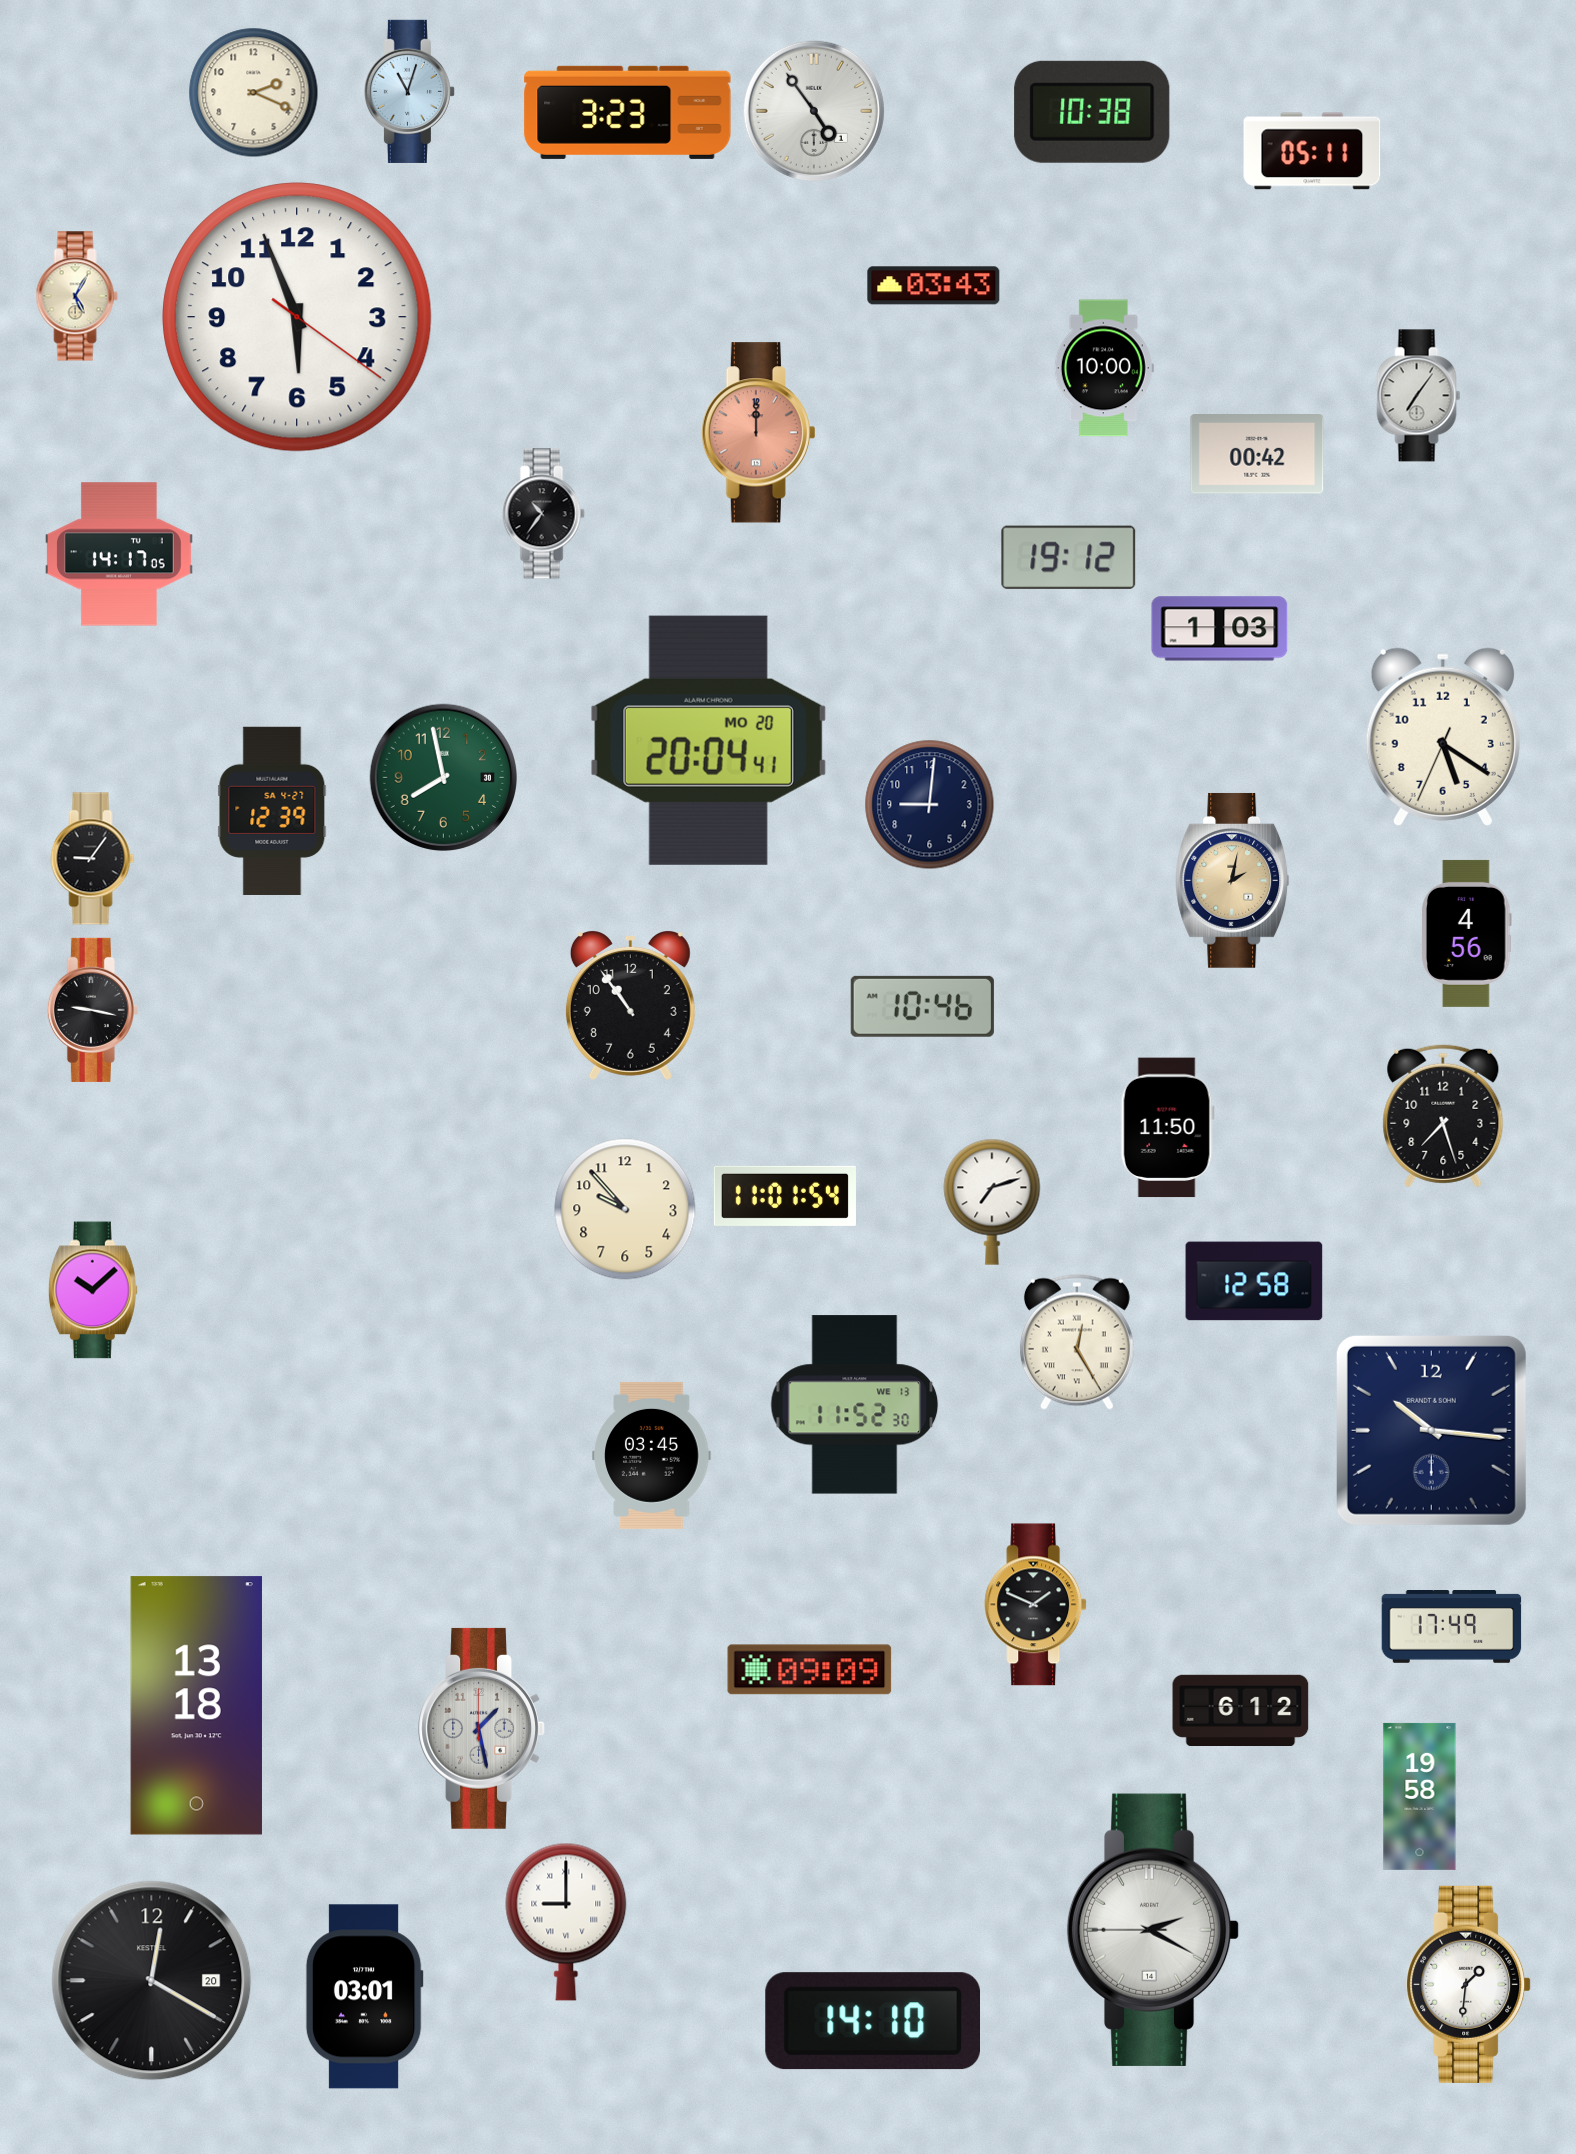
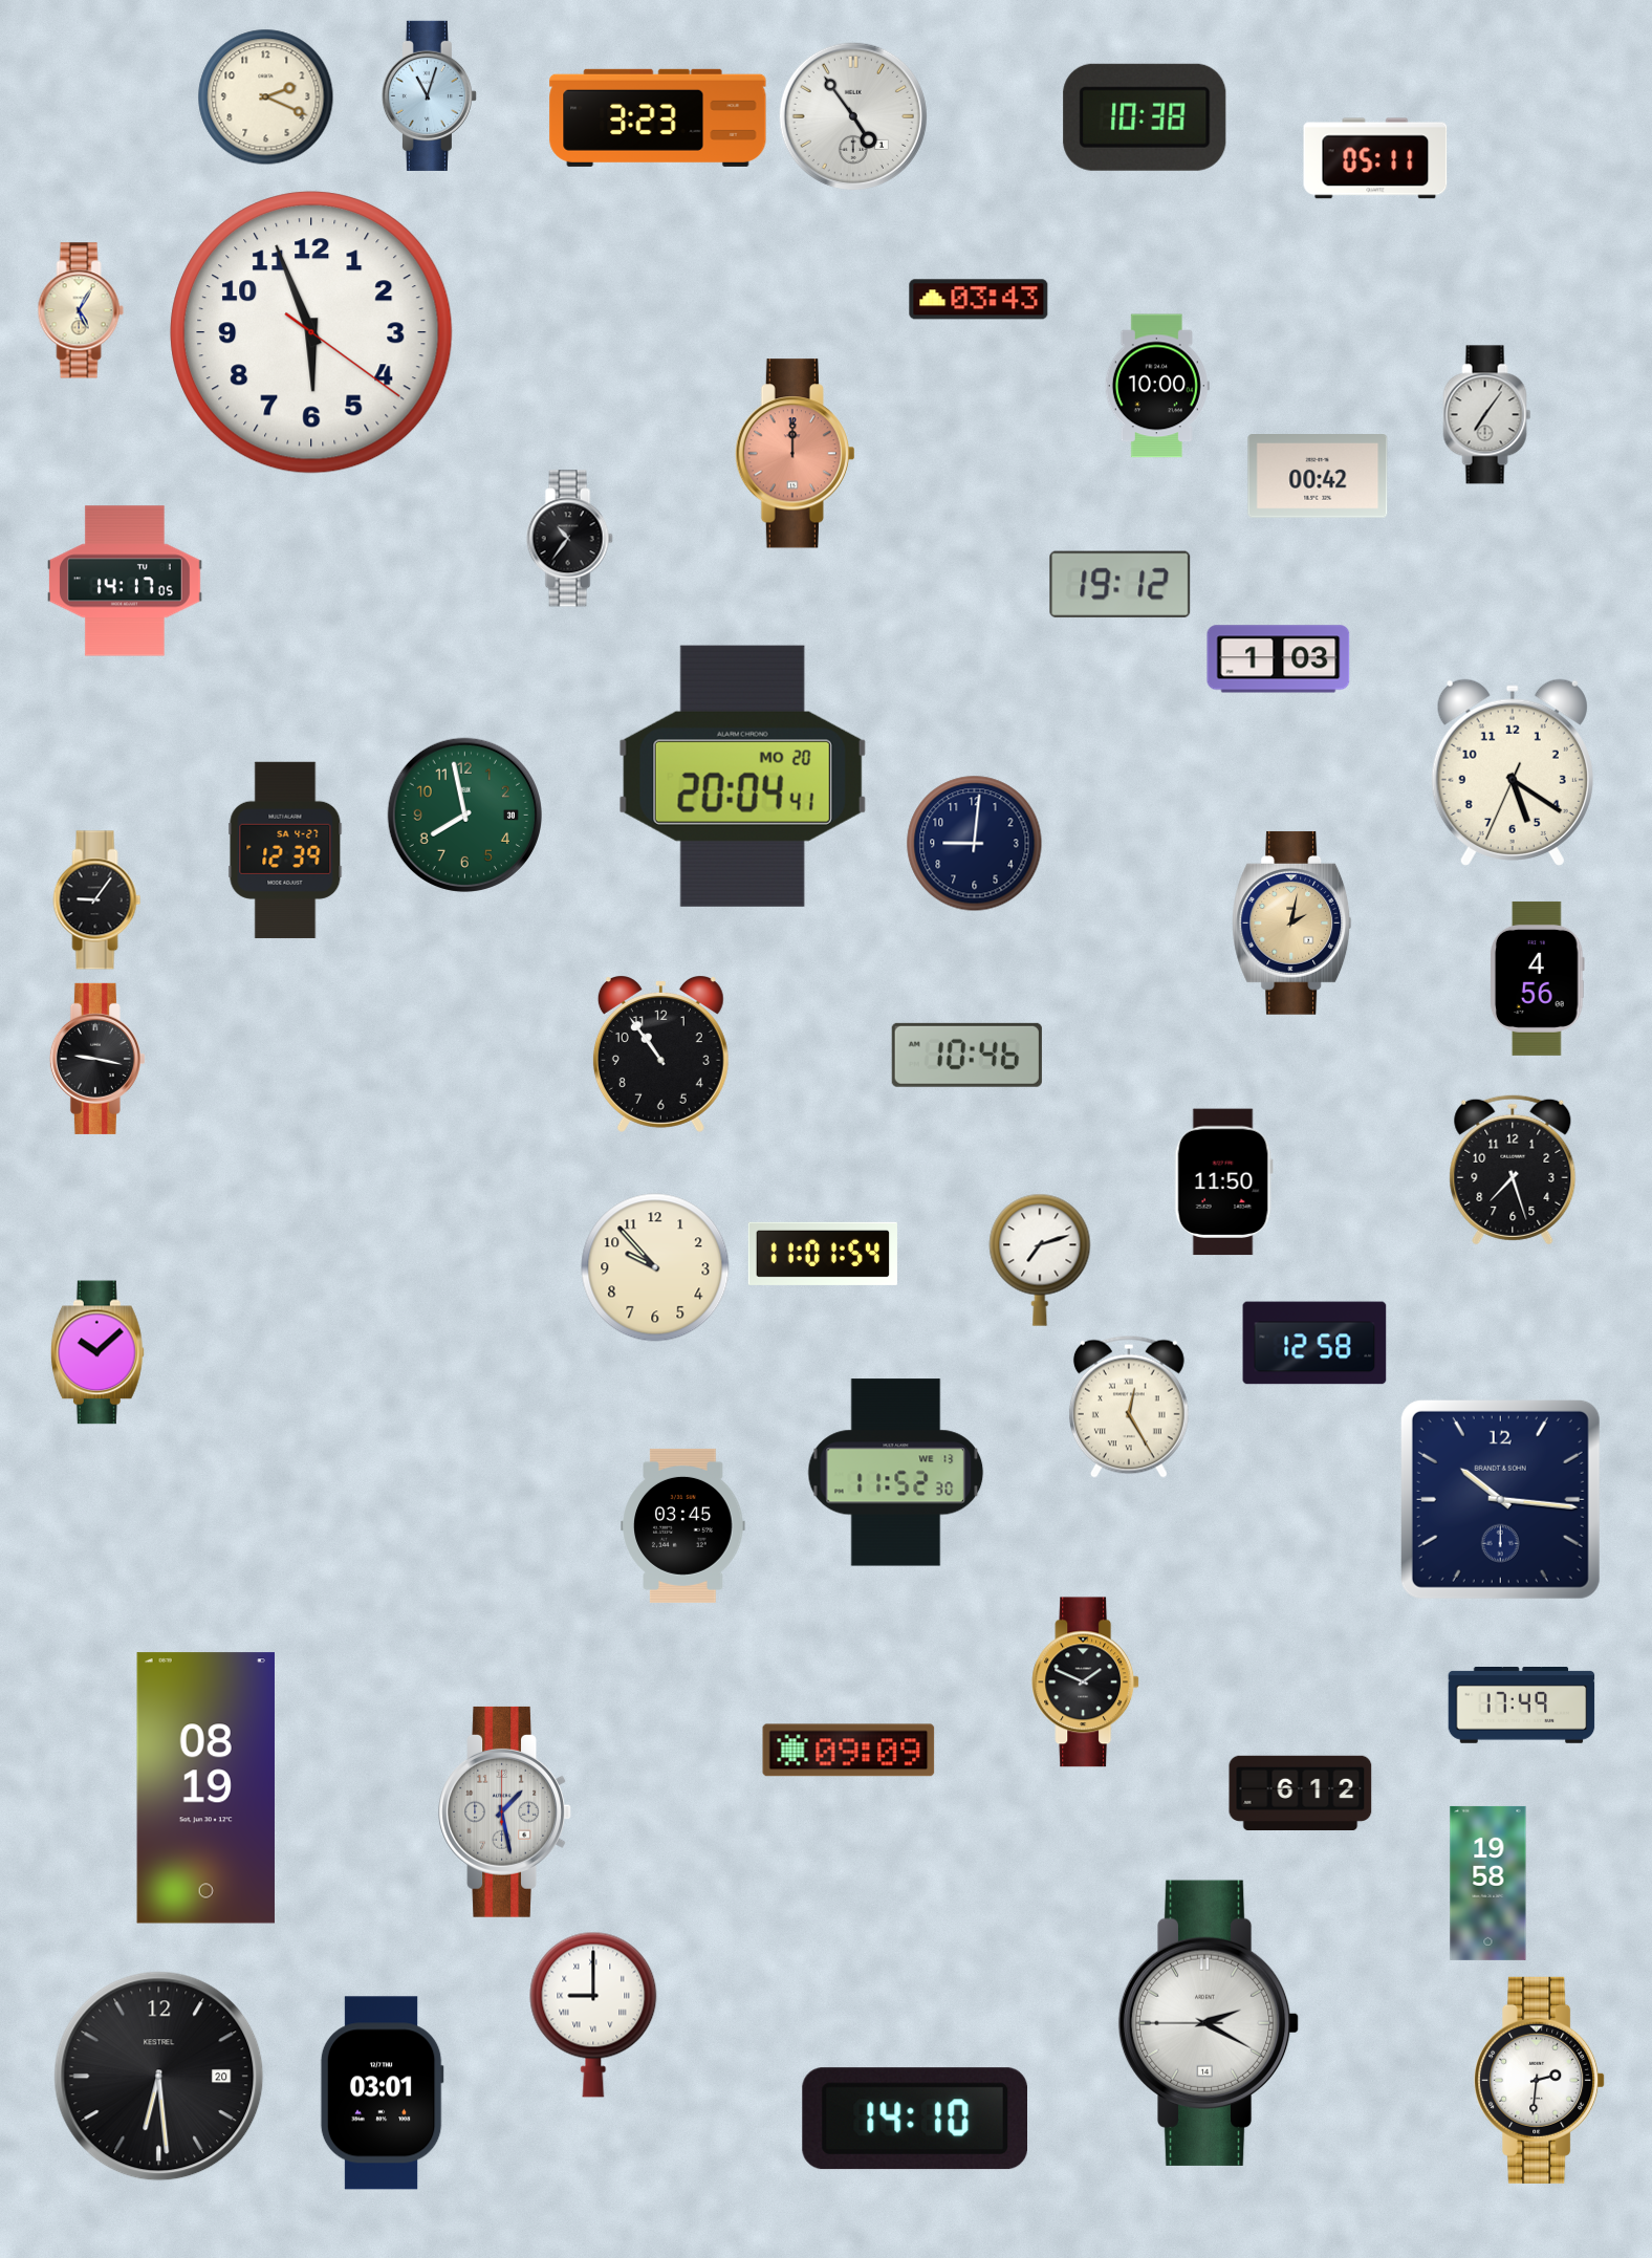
clock at (196, 1706): 13:18 -> 08:19
clock at (152, 1981): 12:20 -> 6:29
clock at (1469, 1984): 1:31 -> 2:31
